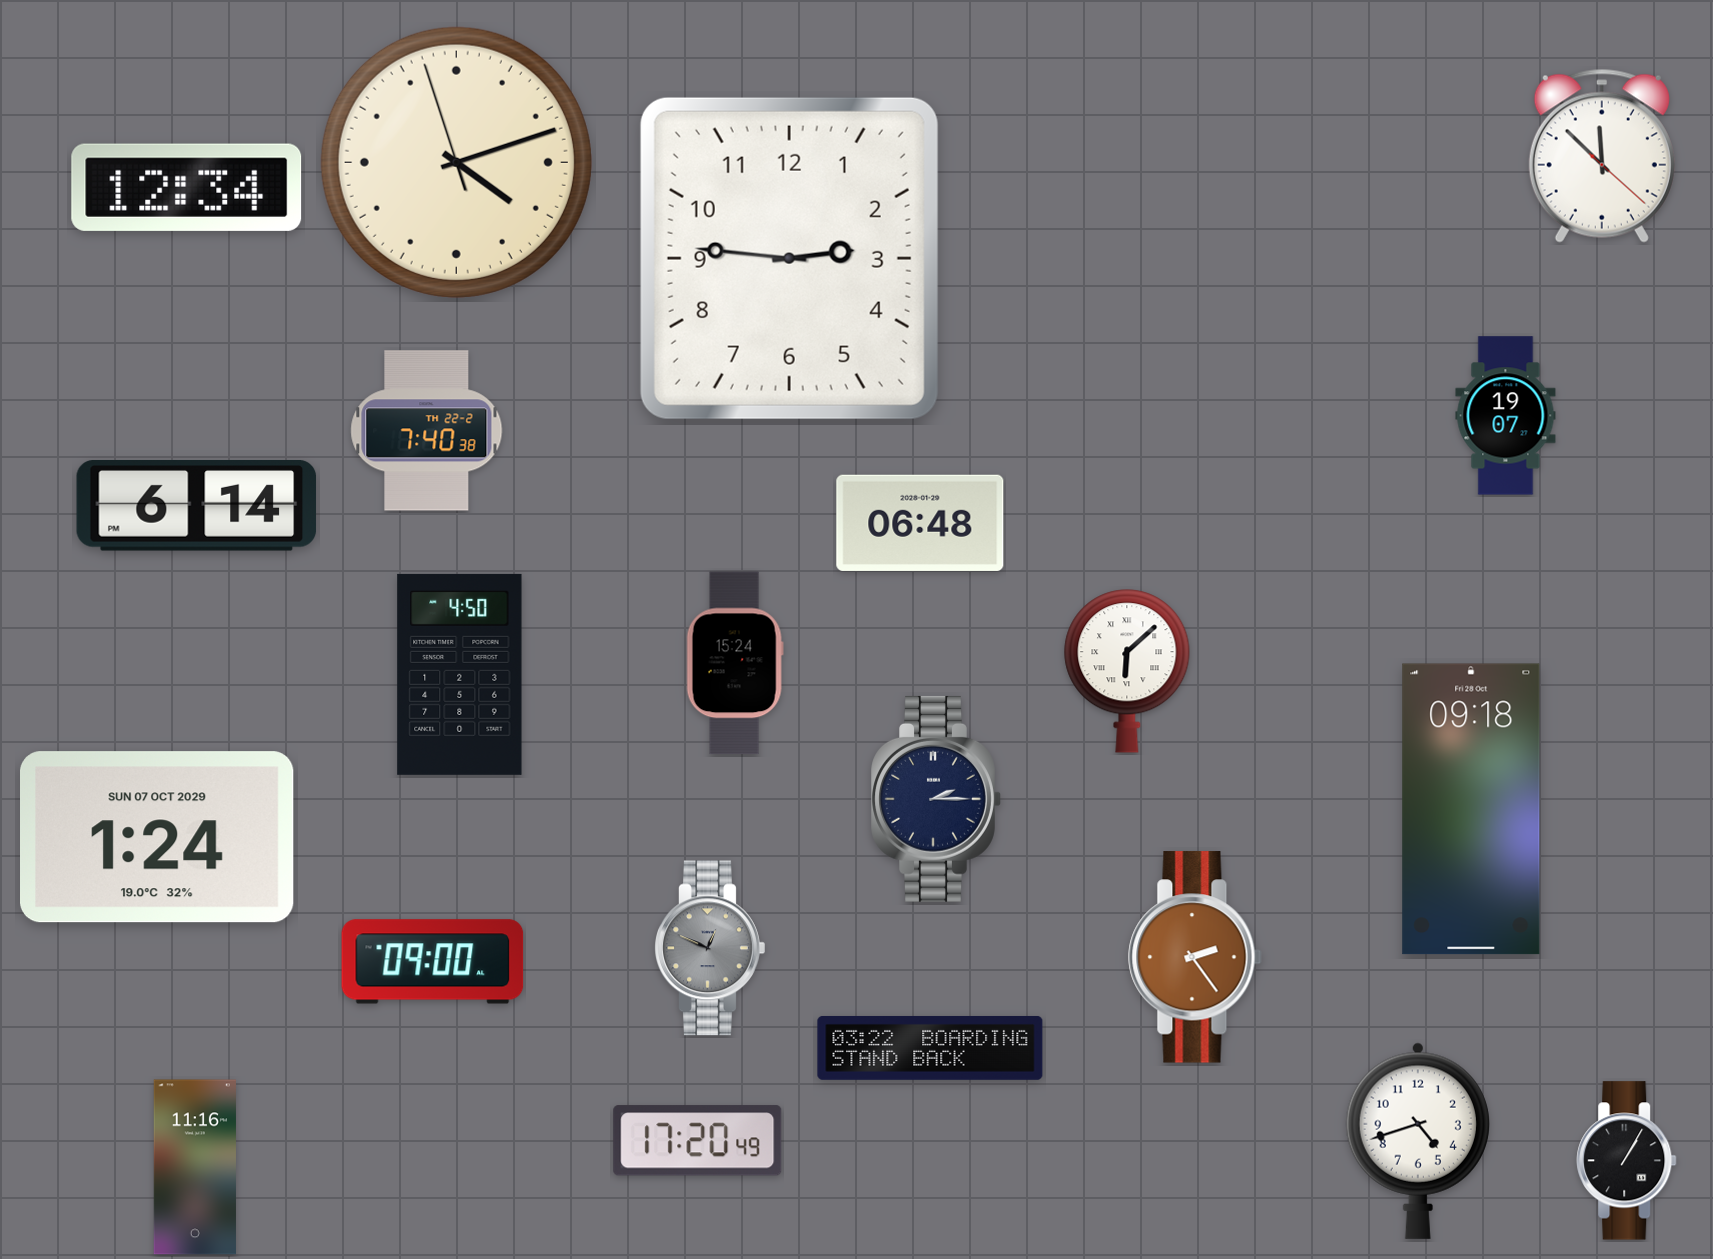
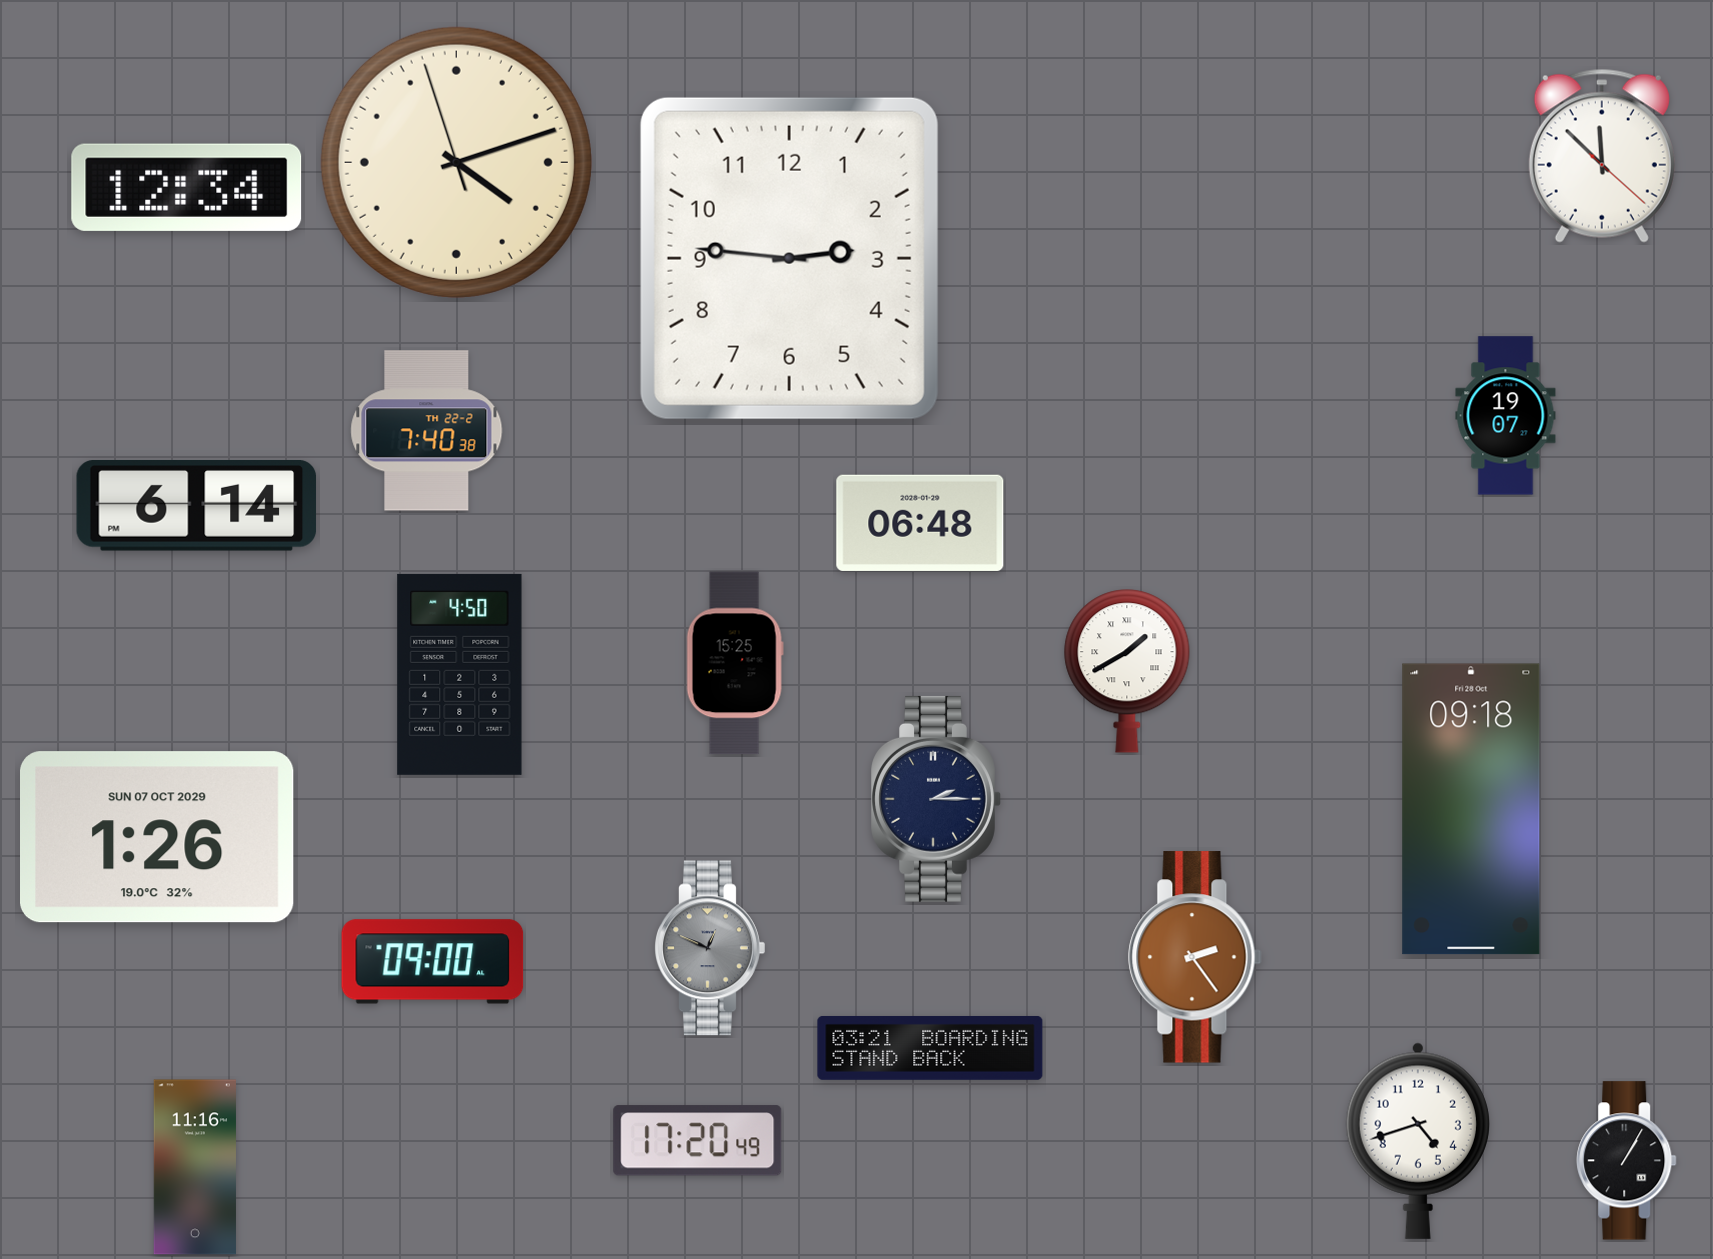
clock at (735, 663): 15:24 -> 15:25
clock at (1127, 671): 6:08 -> 1:40
clock at (158, 837): 1:24 -> 1:26
clock at (930, 1048): 03:22 -> 03:21
